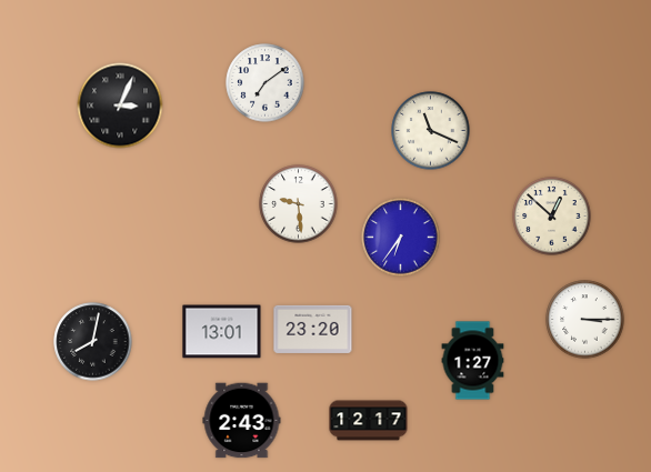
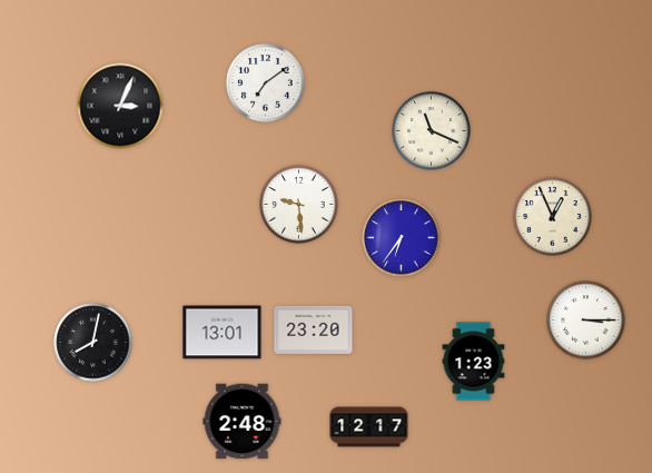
clock at (552, 217): 12:52 -> 12:56
clock at (473, 361): 1:27 -> 1:23
clock at (242, 421): 2:43 -> 2:48
clock at (369, 421) position: (369, 421) -> (369, 427)
